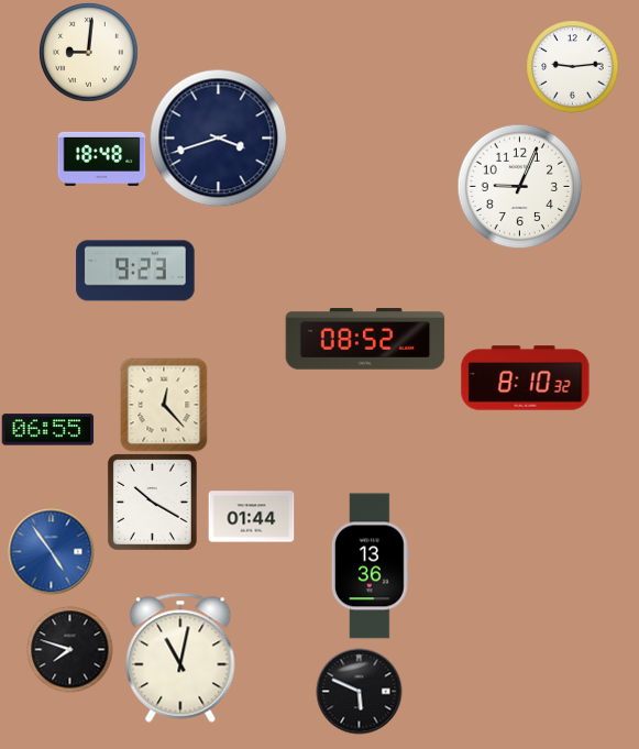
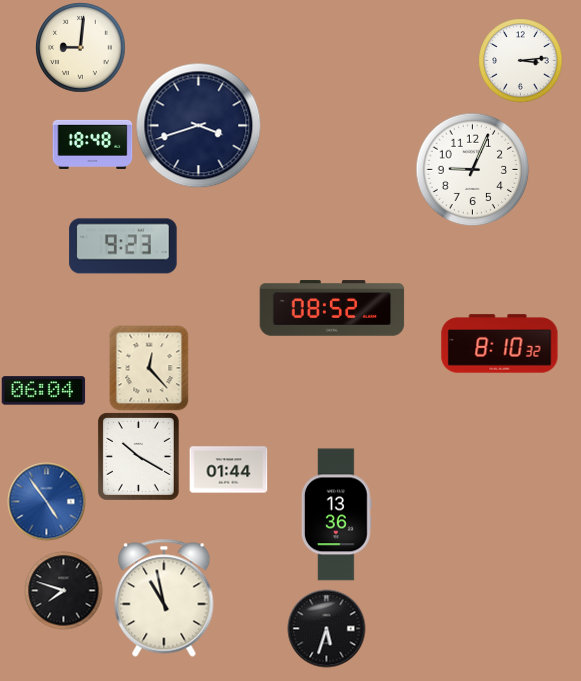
clock at (572, 66): 9:14 -> 3:14
clock at (526, 378) position: (526, 378) -> (500, 344)
clock at (47, 430): 06:55 -> 06:04
clock at (180, 658): 11:02 -> 10:58
clock at (359, 691): 5:49 -> 5:33
